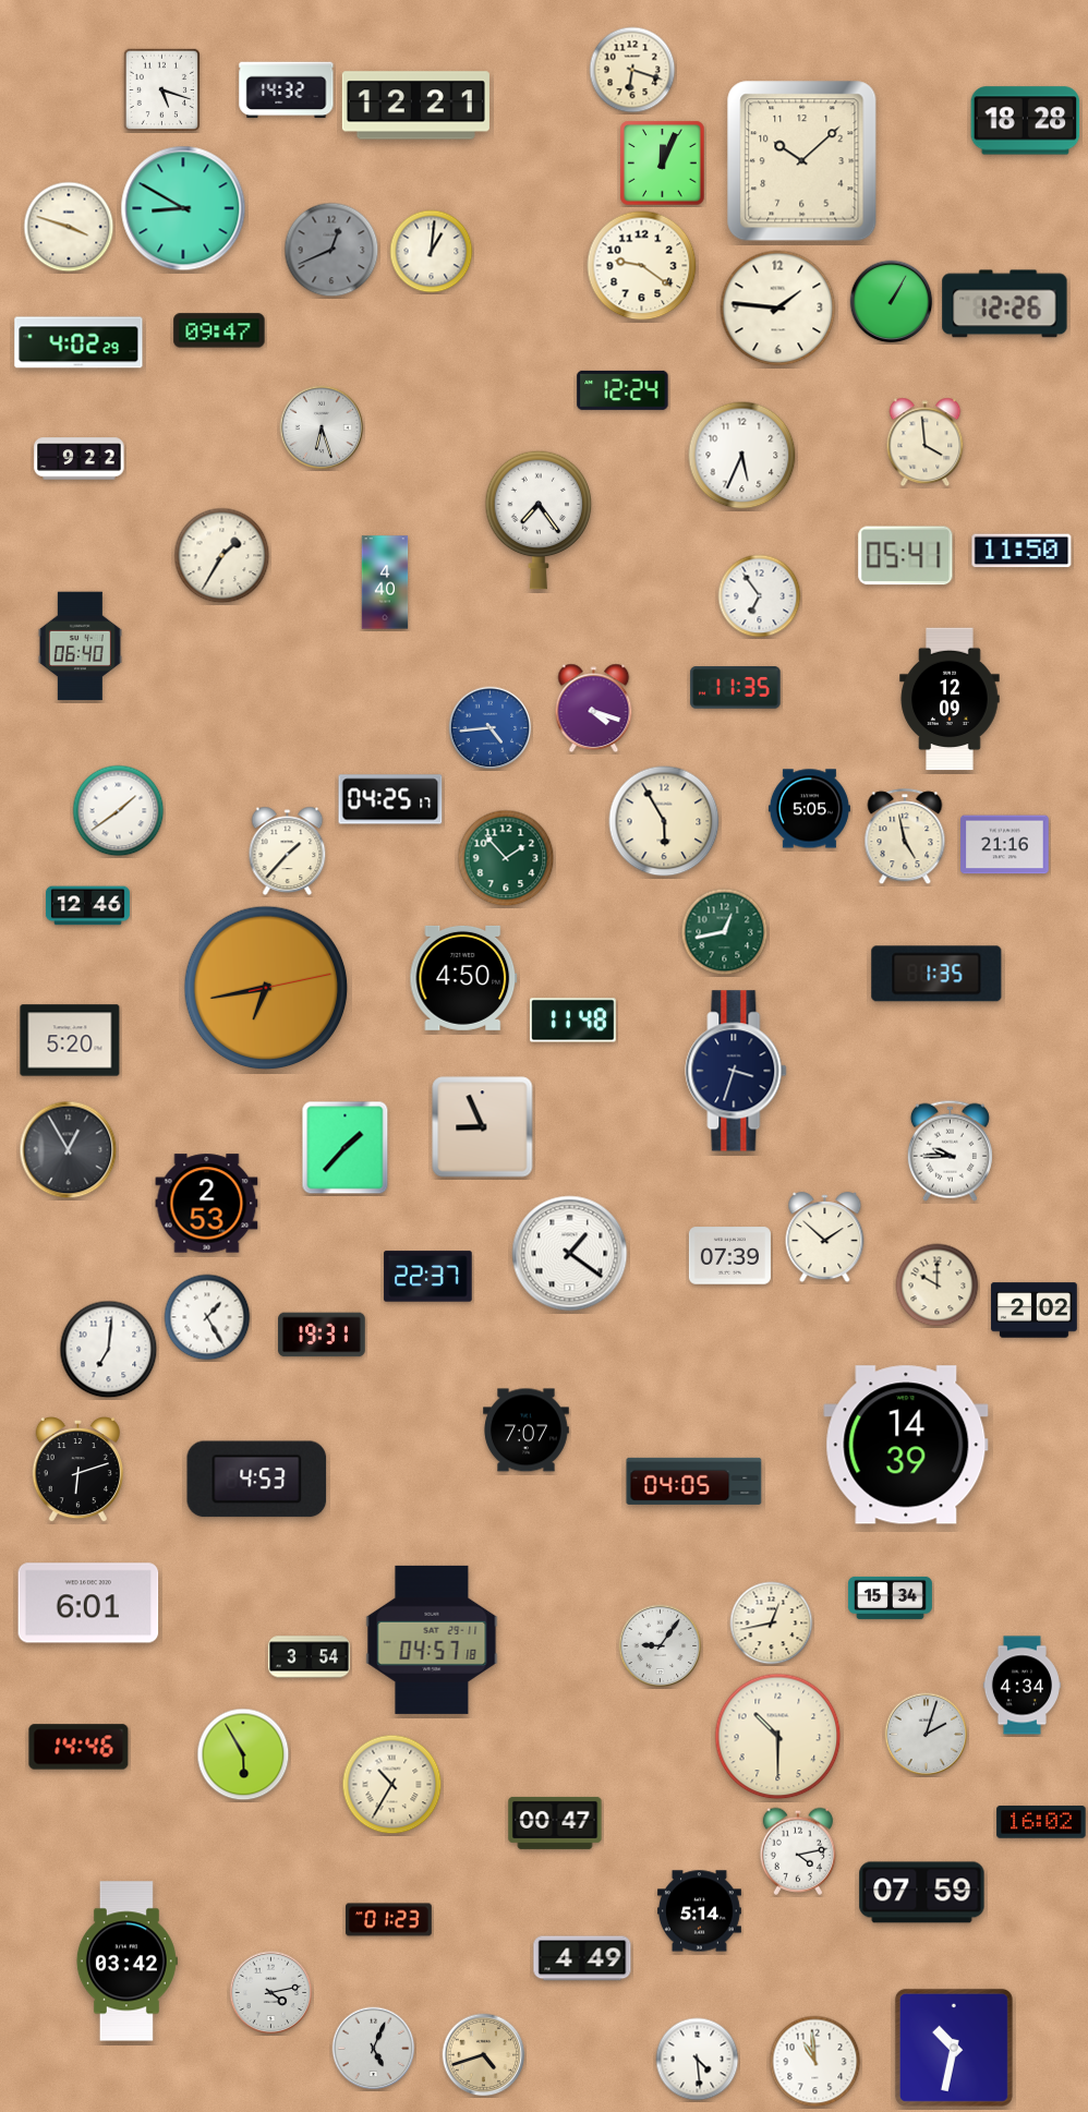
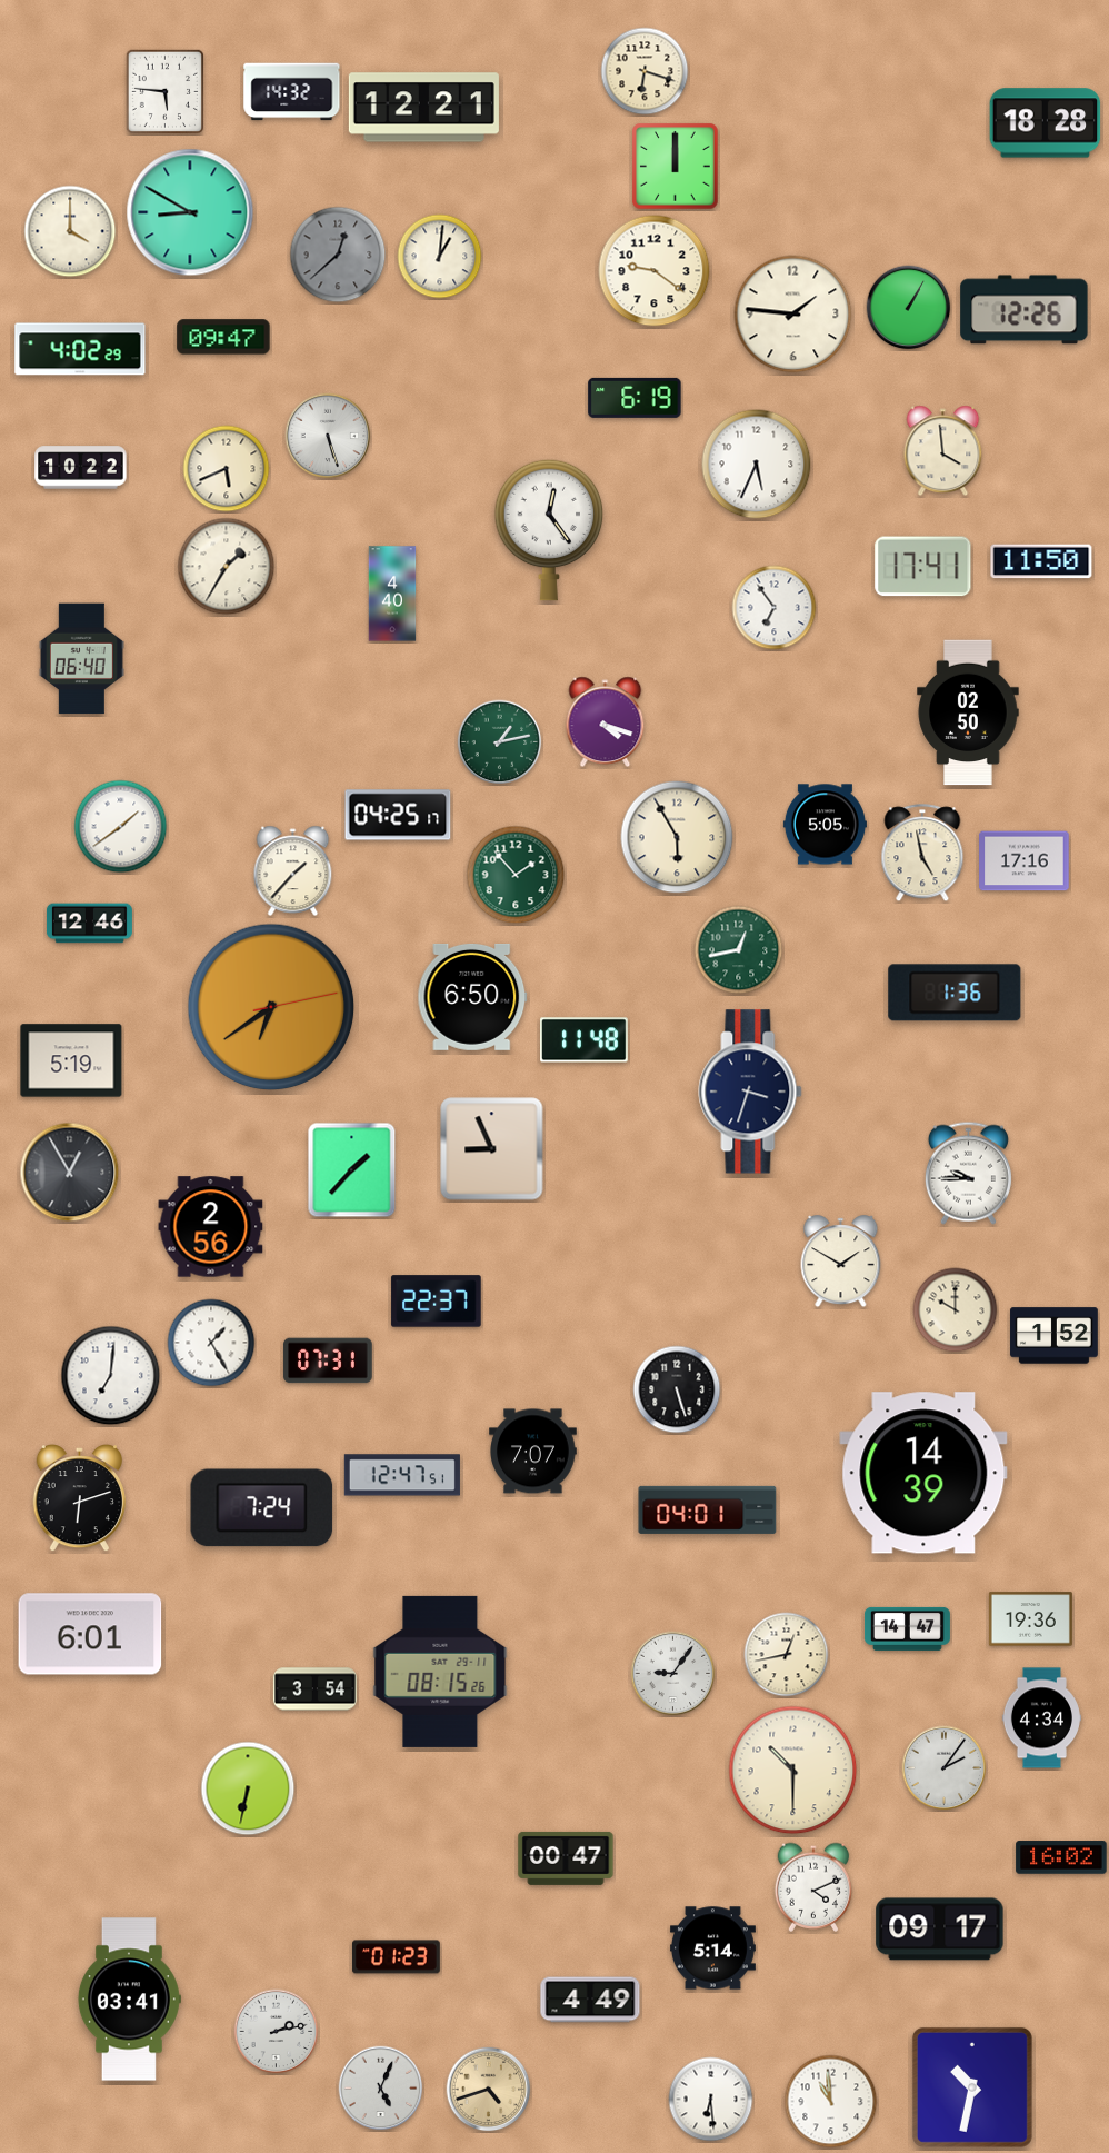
clock at (161, 89): 5:18 -> 5:46
clock at (802, 161): 10:08 -> none
clock at (663, 164): 12:04 -> 12:00
clock at (183, 208) position: (183, 208) -> (190, 212)
clock at (69, 227): 3:48 -> 4:00
clock at (331, 250): 12:41 -> 12:38
clock at (622, 390): 12:24 -> 6:19
clock at (322, 427): 6:27 -> 5:27
clock at (80, 459): 9:22 -> 10:22
clock at (227, 469): none -> 5:41
clock at (539, 520): 7:24 -> 12:24
clock at (906, 556): 05:41 -> 17:41
clock at (736, 688): 11:35 -> none
clock at (950, 699): 12:09 -> 02:50
clock at (491, 728): 4:44 -> 1:13
clock at (491, 728) dial: blue -> green
clock at (1005, 845): 21:16 -> 17:16
clock at (288, 852) position: (288, 852) -> (293, 871)
clock at (936, 974): 1:35 -> 1:36
clock at (463, 978): 4:50 -> 6:50
clock at (266, 988): 6:43 -> 6:39
clock at (70, 1040): 5:20 -> 5:19
clock at (207, 1204): 2:53 -> 2:56
clock at (825, 1238): 1:52 -> 1:50
clock at (570, 1254): 1:21 -> none
clock at (729, 1256): 07:39 -> none
clock at (1035, 1311): 2:02 -> 1:52
clock at (322, 1335): 19:31 -> 07:31
clock at (677, 1389): none -> 5:27
clock at (527, 1431) position: (527, 1431) -> (533, 1452)
clock at (402, 1475): none -> 12:47
clock at (257, 1480): 4:53 -> 7:24
clock at (694, 1481): 04:05 -> 04:01
clock at (1030, 1619): none -> 19:36
clock at (890, 1597): 15:34 -> 14:47
clock at (432, 1640): 04:57 -> 08:15
clock at (661, 1646) position: (661, 1646) -> (673, 1674)
clock at (927, 1735): 2:03 -> 2:06
clock at (78, 1747): 14:46 -> none
clock at (243, 1754): 5:55 -> 6:32
clock at (392, 1785): 10:35 -> none
clock at (798, 1851): 4:13 -> 4:11
clock at (922, 1893): 07:59 -> 09:17
clock at (582, 1958) position: (582, 1958) -> (590, 2000)
clock at (126, 1962): 03:42 -> 03:41
clock at (271, 1993): 4:13 -> 2:13
clock at (484, 2055) position: (484, 2055) -> (489, 2090)
clock at (698, 2060): 4:29 -> 6:29
